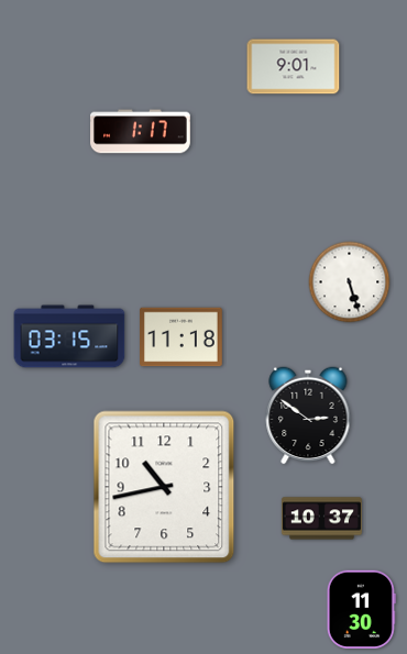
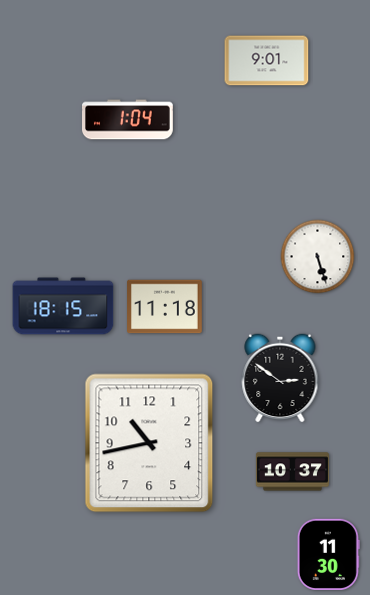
clock at (141, 132): 1:17 -> 1:04
clock at (69, 336): 03:15 -> 18:15
